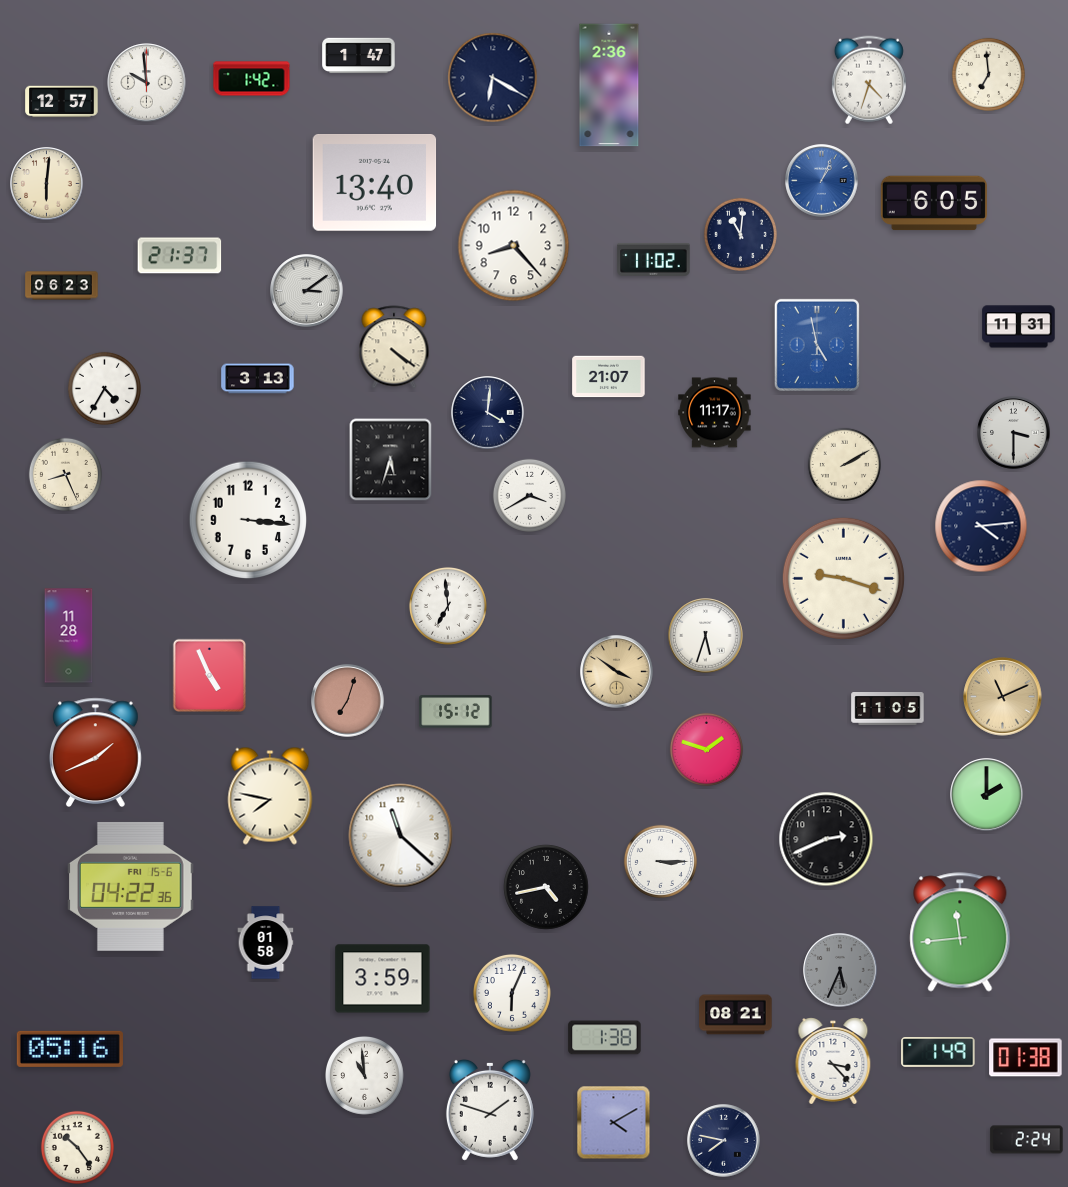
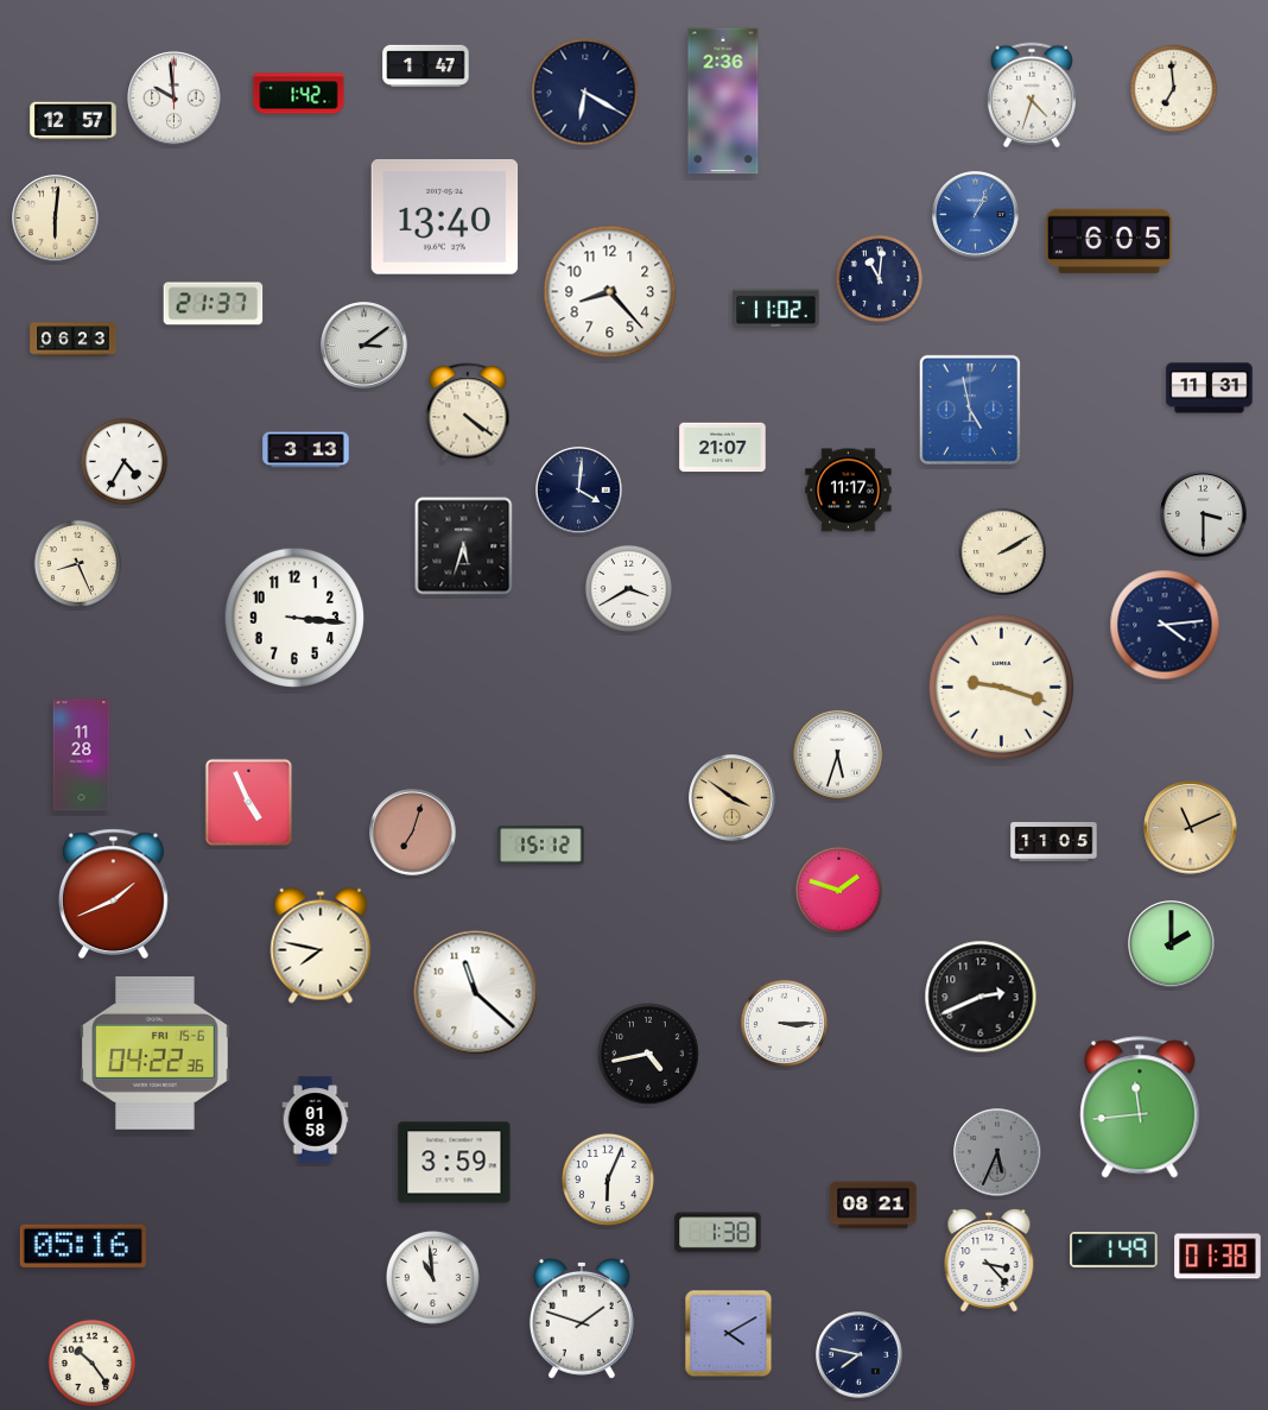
clock at (448, 606): 6:59 -> none
clock at (1027, 1140): 2:24 -> none
